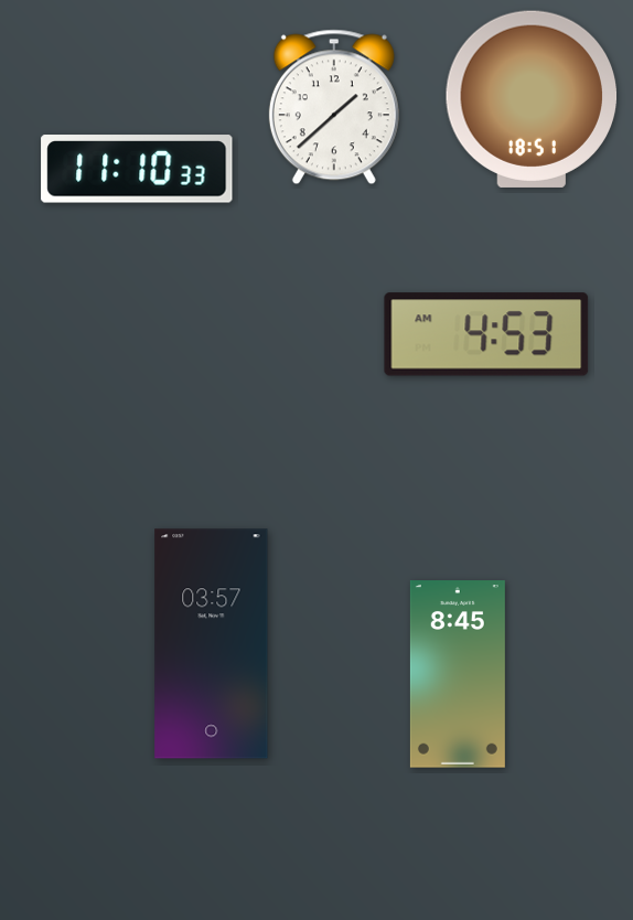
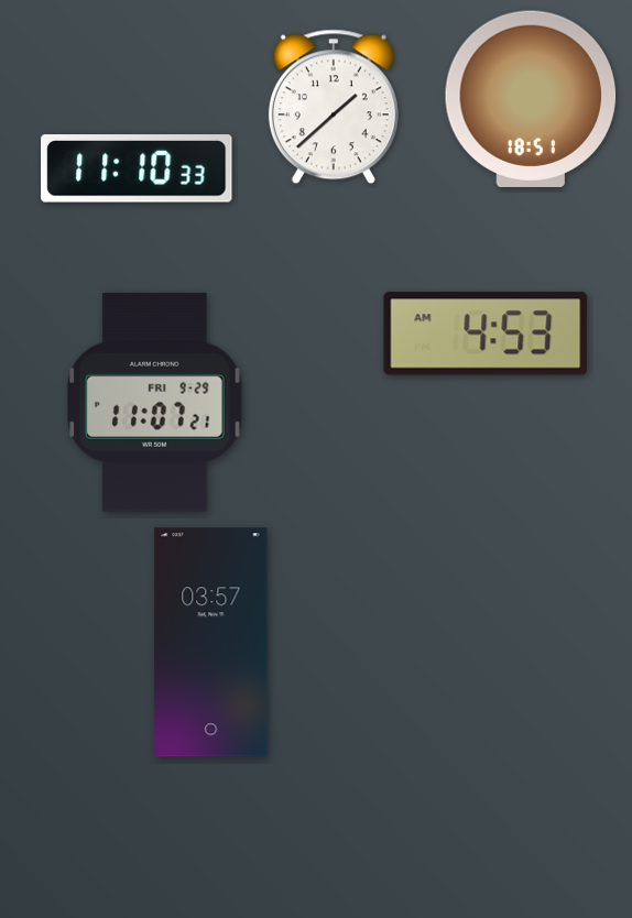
clock at (155, 402): none -> 11:07
clock at (458, 675): 8:45 -> none
